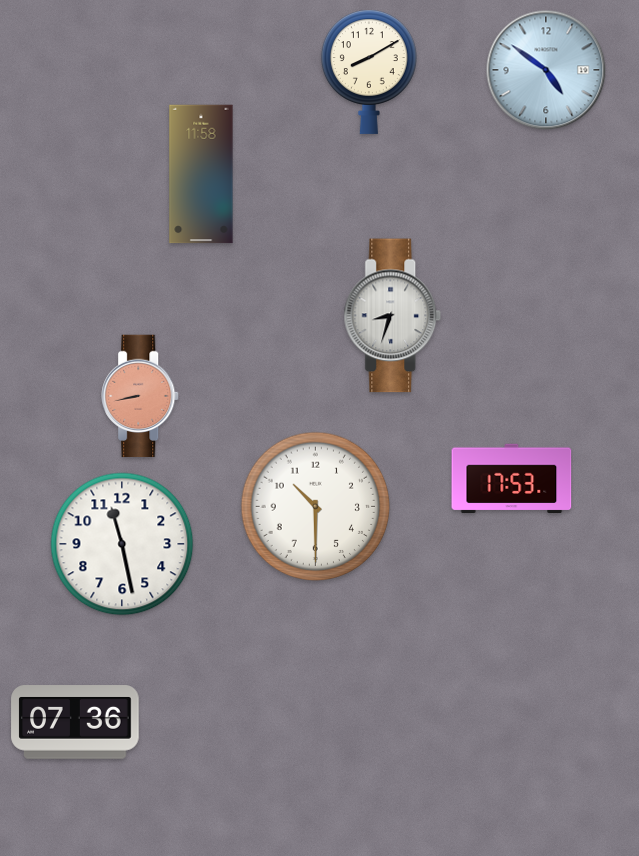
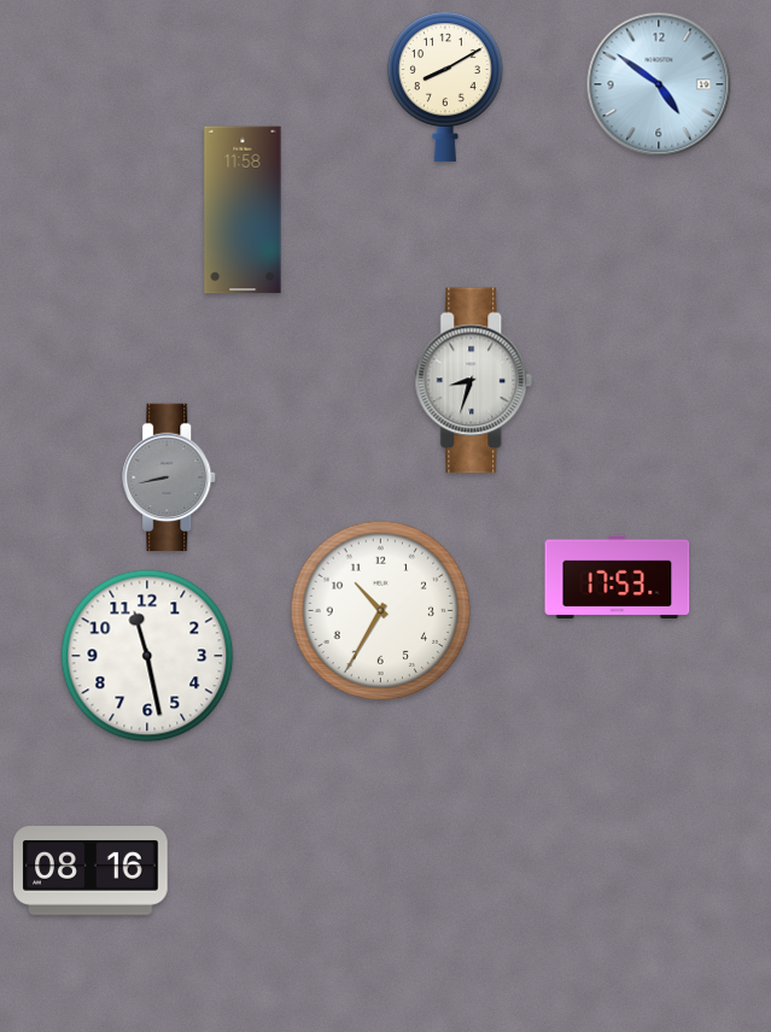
clock at (141, 396) dial: salmon -> grey
clock at (316, 507): 10:30 -> 10:35
clock at (75, 722): 07:36 -> 08:16
